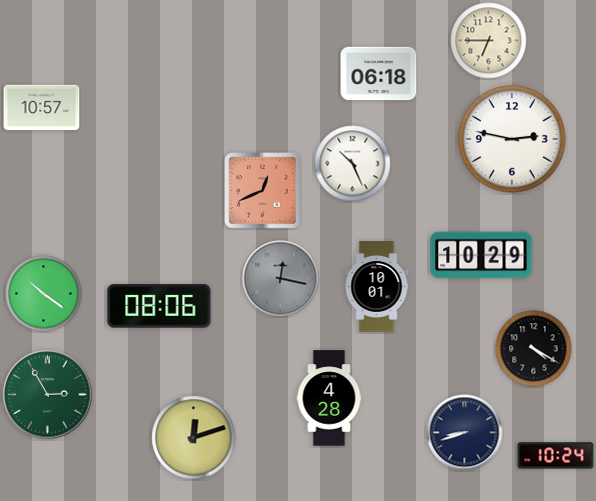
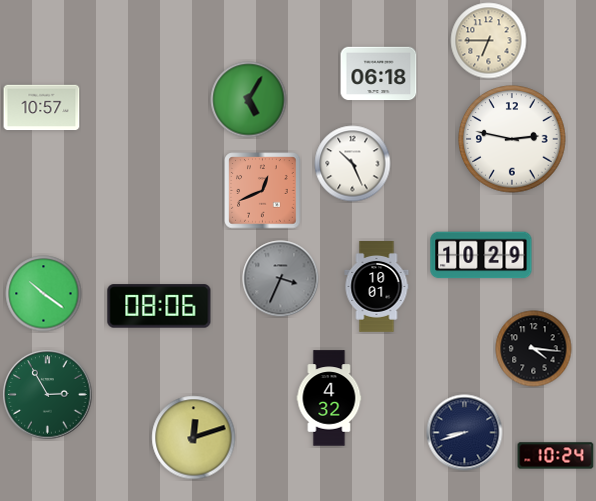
clock at (249, 100): none -> 5:05
clock at (281, 279): 12:17 -> 3:34
clock at (534, 349): 4:20 -> 4:16
clock at (329, 398): 4:28 -> 4:32
